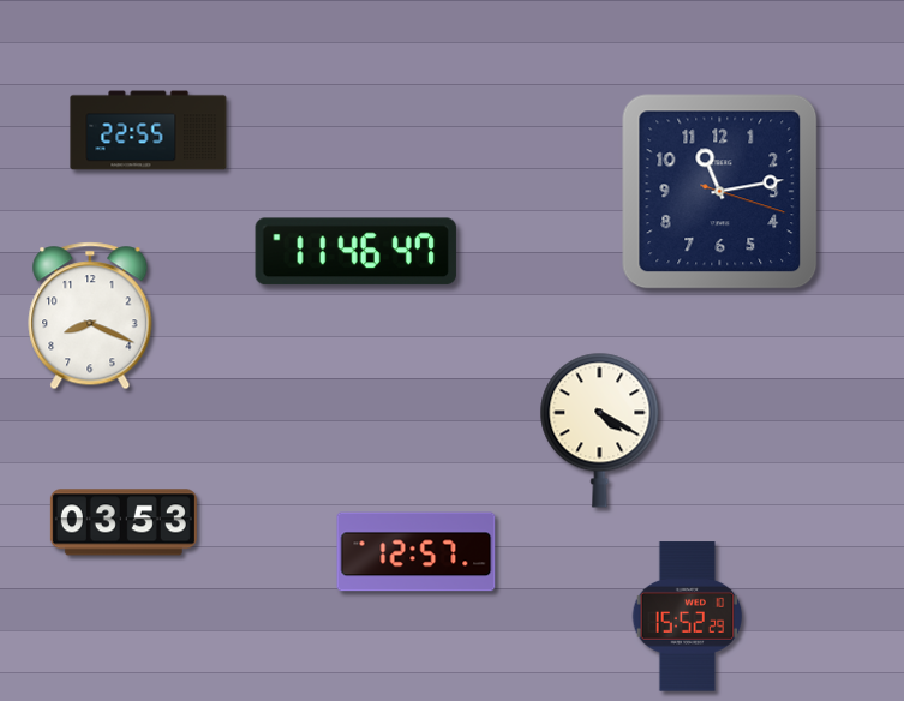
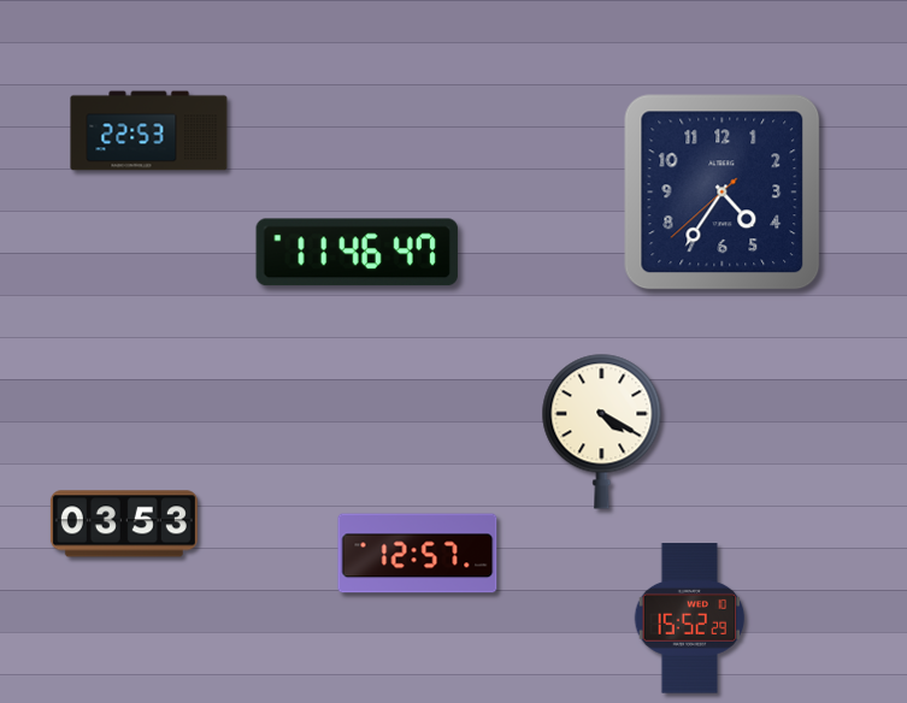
clock at (149, 131): 22:55 -> 22:53
clock at (720, 192): 11:13 -> 4:35
clock at (90, 316): 8:19 -> none
